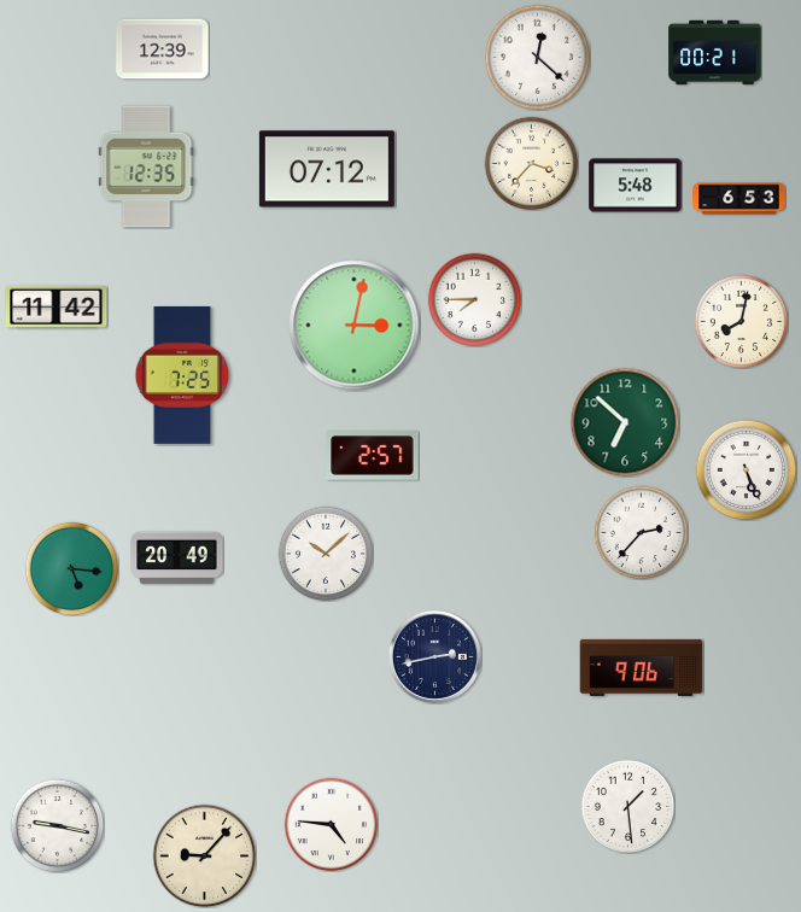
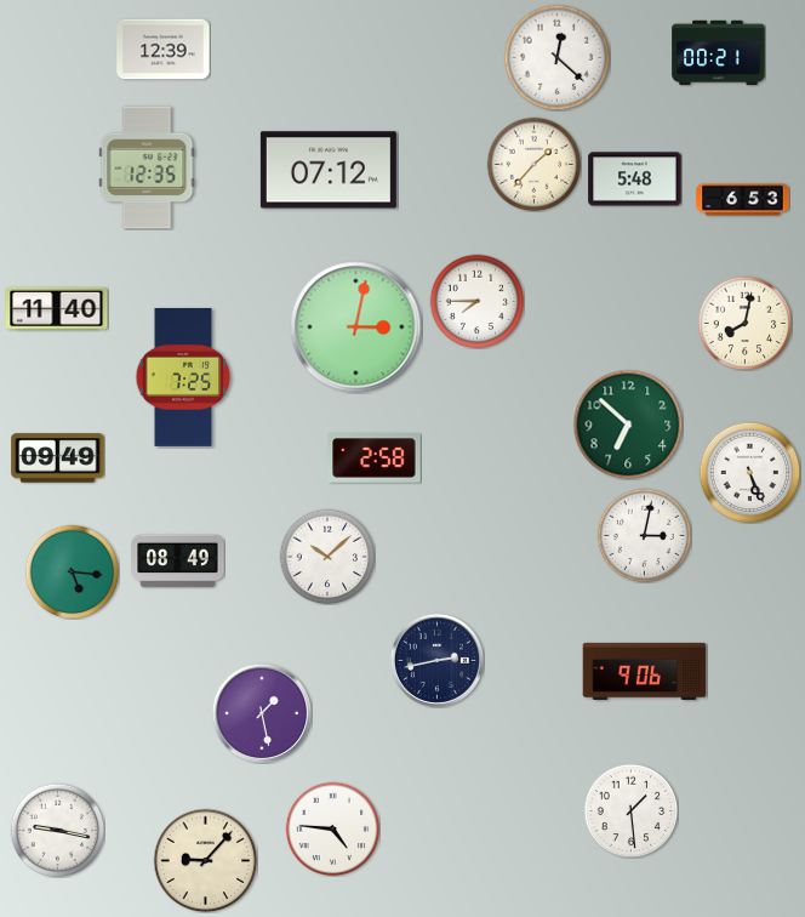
clock at (537, 57) position: (537, 57) -> (556, 57)
clock at (531, 163): 3:37 -> 1:37
clock at (636, 186) position: (636, 186) -> (635, 180)
clock at (57, 306): 11:42 -> 11:40
clock at (58, 458): none -> 09:49
clock at (373, 456): 2:57 -> 2:58
clock at (641, 532): 2:37 -> 3:02
clock at (177, 559): 20:49 -> 08:49
clock at (262, 713): none -> 1:28
